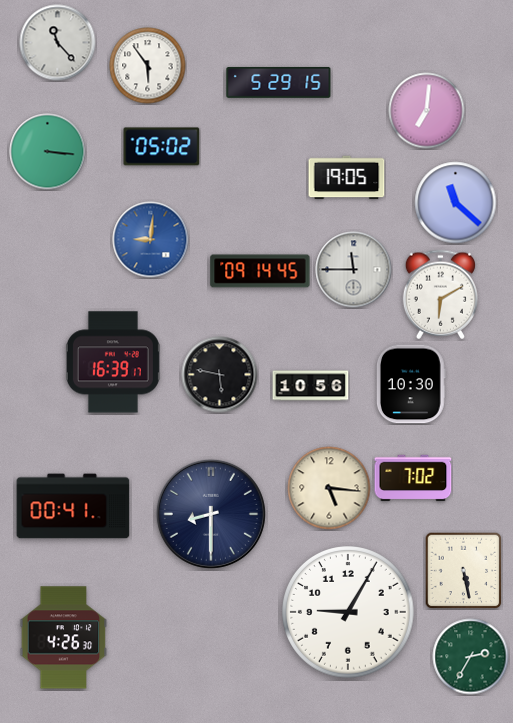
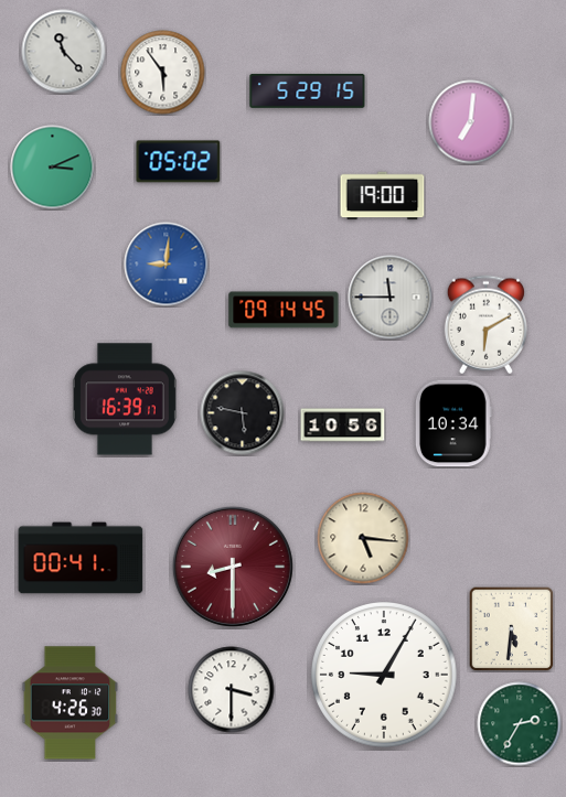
clock at (58, 43) position: (58, 43) -> (64, 52)
clock at (48, 152): 3:16 -> 3:11
clock at (347, 178): 19:05 -> 19:00
clock at (456, 203): 11:22 -> none
clock at (260, 271) position: (260, 271) -> (284, 310)
clock at (411, 384): 10:30 -> 10:34
clock at (413, 478): 7:02 -> none
clock at (211, 514) dial: navy -> burgundy
clock at (463, 570): 5:28 -> 5:31
clock at (232, 690): none -> 3:30
